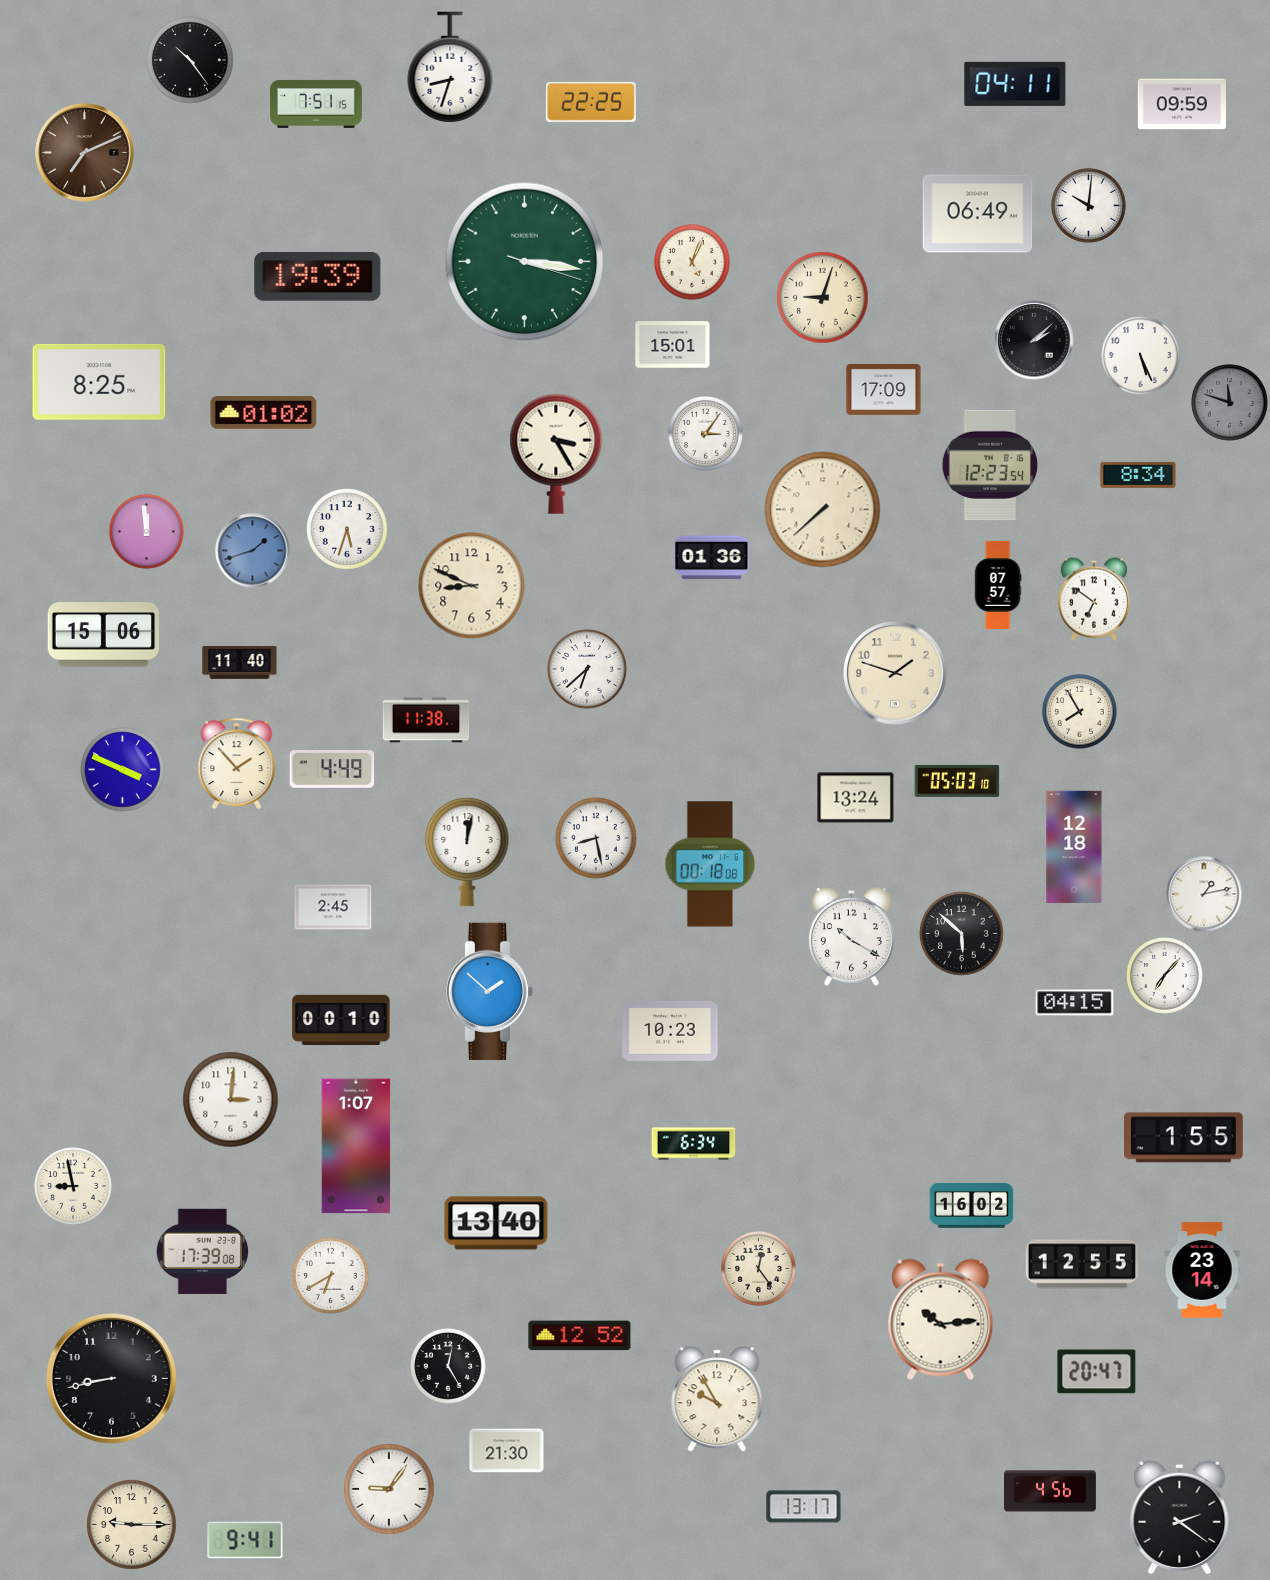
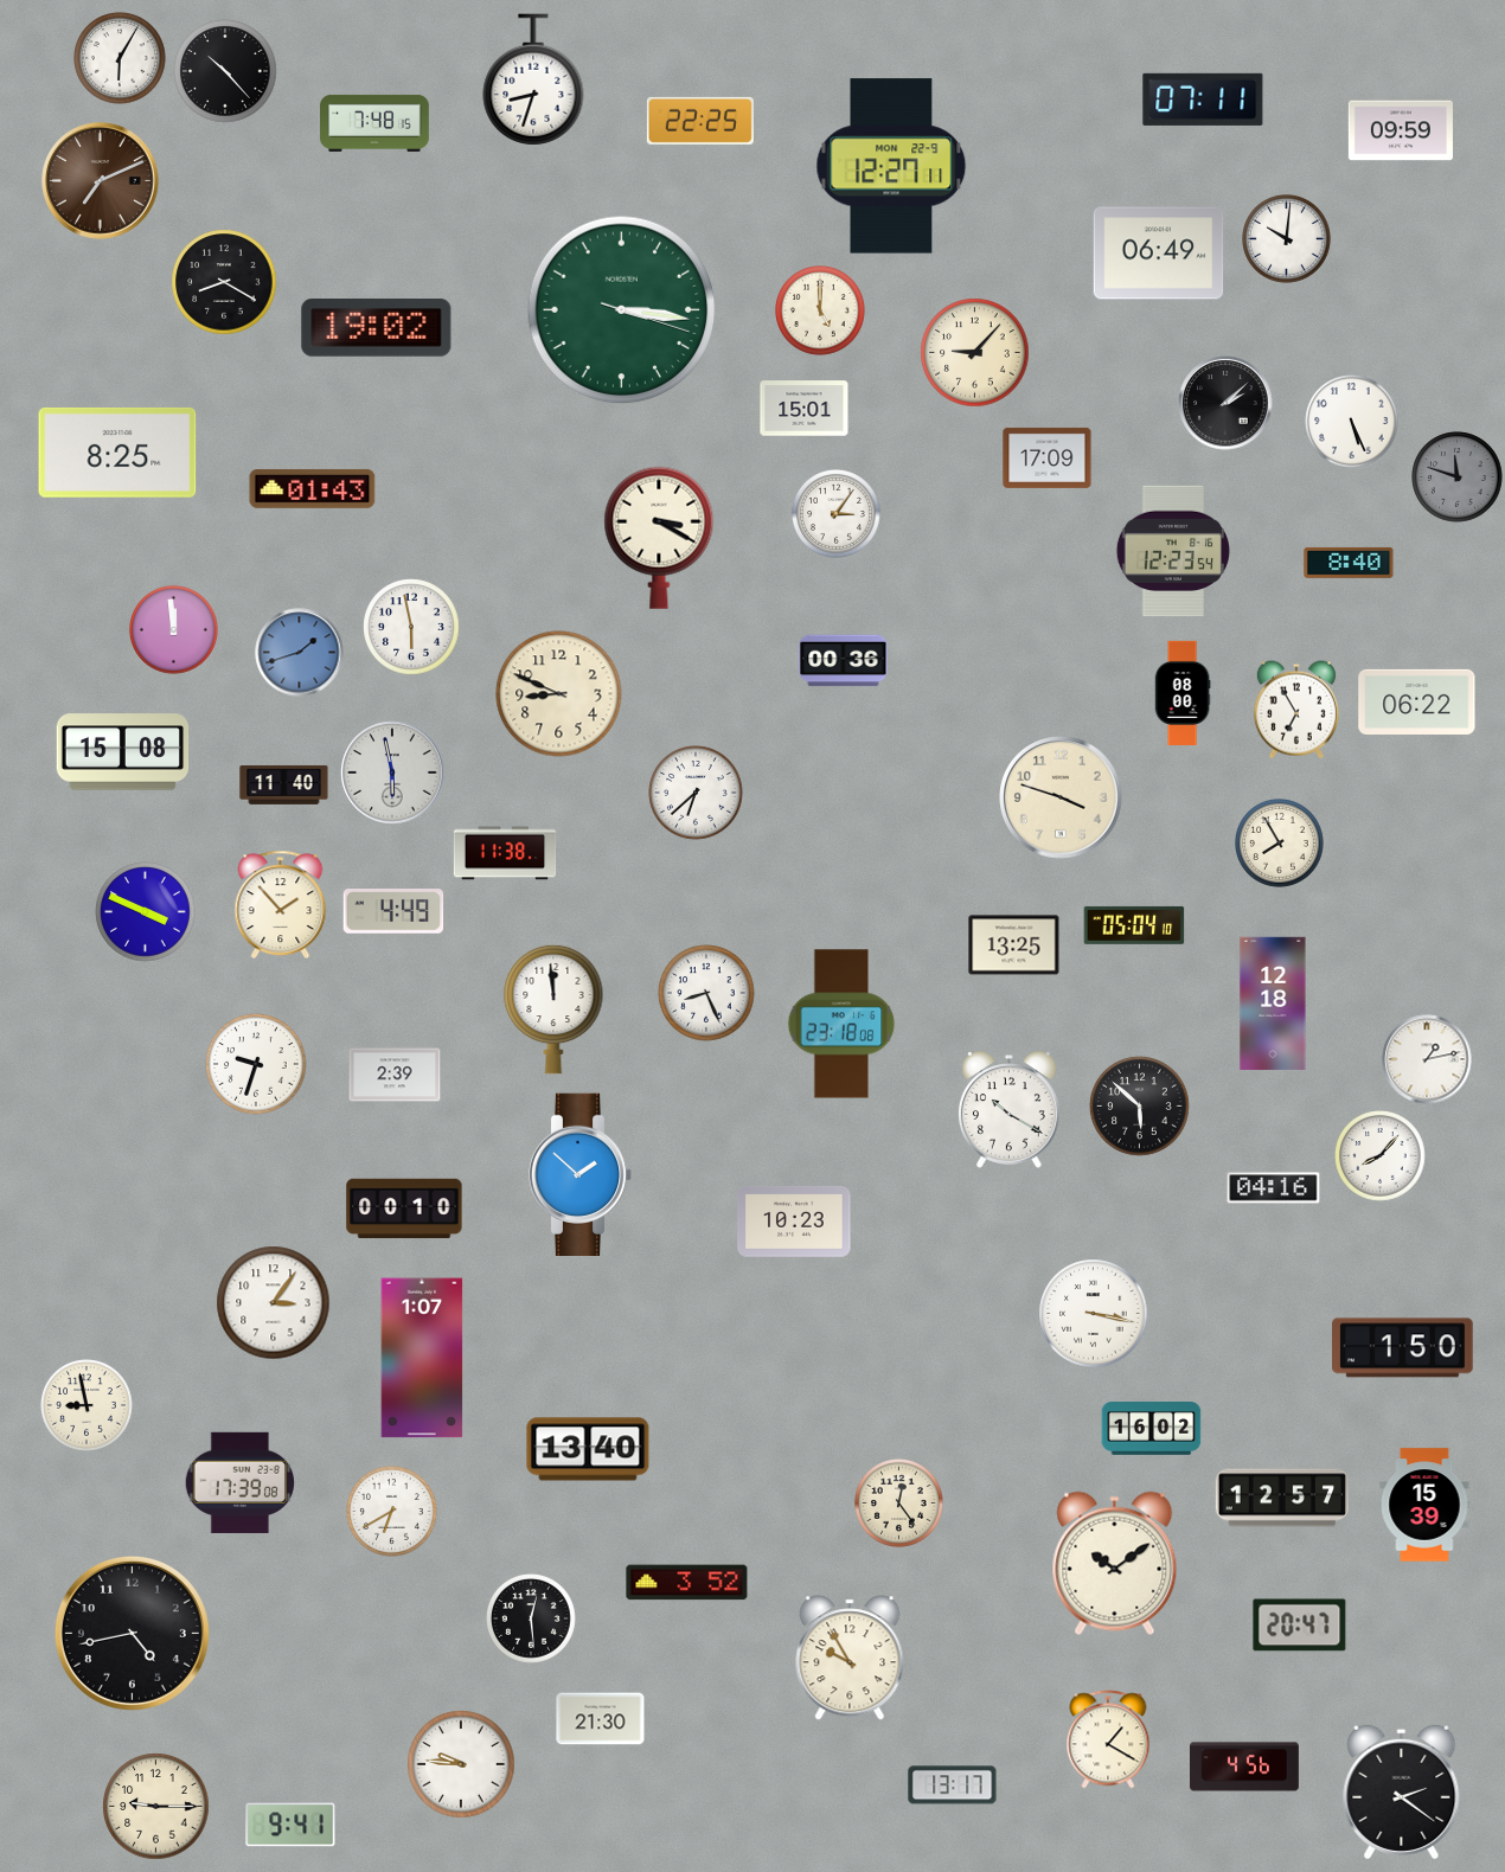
clock at (120, 58): none -> 6:05
clock at (190, 60): 10:24 -> 10:23
clock at (1015, 84): 04:11 -> 07:11
clock at (317, 104): 7:51 -> 7:48
clock at (1182, 104) position: (1182, 104) -> (1401, 130)
clock at (891, 166): none -> 12:27
clock at (1089, 206) position: (1089, 206) -> (1287, 239)
clock at (224, 282): none -> 8:20
clock at (693, 263): 5:04 -> 5:00
clock at (318, 277): 19:39 -> 19:02
clock at (823, 298): 9:03 -> 9:07
clock at (673, 345) position: (673, 345) -> (805, 409)
clock at (884, 389) position: (884, 389) -> (1048, 457)
clock at (264, 412): 01:02 -> 01:43
clock at (556, 454): 3:25 -> 3:20
clock at (1138, 475): 8:34 -> 8:40
clock at (823, 510): 7:38 -> none
clock at (347, 529): 5:33 -> 5:58
clock at (712, 558): 01:36 -> 00:36
clock at (998, 584): 07:57 -> 08:00
clock at (1417, 701): none -> 06:22
clock at (1094, 599): 6:51 -> 6:55
clock at (104, 635): 15:06 -> 15:08
clock at (392, 772): none -> 5:58
clock at (895, 673): 1:48 -> 3:48
clock at (957, 781): 05:03 -> 05:04
clock at (856, 798): 13:24 -> 13:25
clock at (596, 838): 8:28 -> 8:26
clock at (467, 852): 12:02 -> 11:59
clock at (710, 864): 00:18 -> 23:18
clock at (256, 1064): none -> 9:33
clock at (333, 907): 2:45 -> 2:39
clock at (1165, 976): 7:07 -> 8:07
clock at (1075, 1003): 04:15 -> 04:16
clock at (231, 1100): 3:01 -> 3:06
clock at (1094, 1314): none -> 3:17
clock at (1184, 1138): 1:55 -> 1:50
clock at (694, 1144): 6:34 -> none
clock at (1081, 1264): 12:55 -> 12:57
clock at (1202, 1270): 23:14 -> 15:39
clock at (941, 1320): 10:14 -> 10:09
clock at (580, 1336): 12:52 -> 3:52
clock at (449, 1367): 12:25 -> 12:29
clock at (111, 1378): 8:43 -> 4:43
clock at (1108, 1739): none -> 1:20
clock at (389, 1489): 9:06 -> 9:46
clock at (1180, 1517) position: (1180, 1517) -> (1402, 1791)
